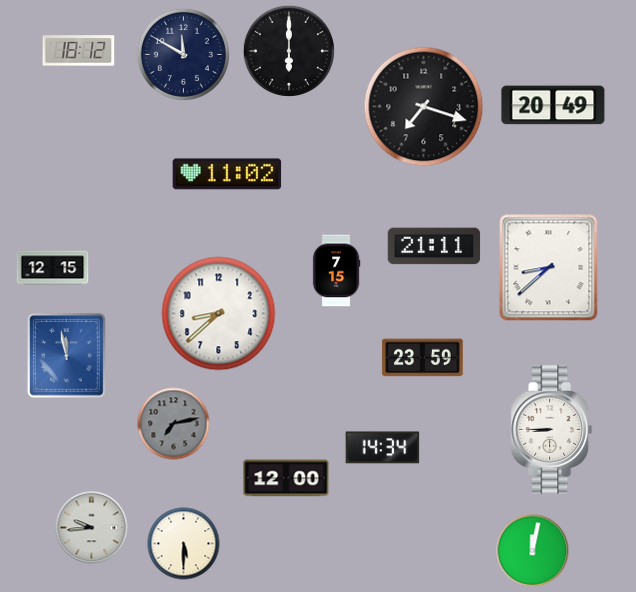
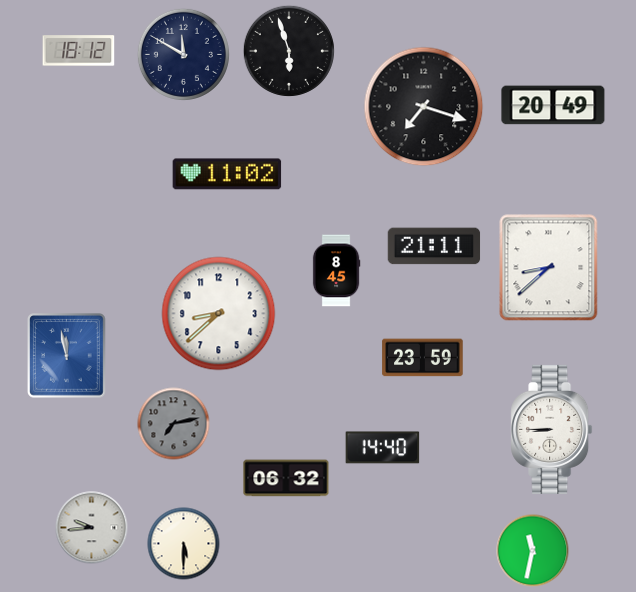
clock at (289, 51): 6:00 -> 5:57
clock at (53, 268): 12:15 -> none
clock at (336, 271): 7:15 -> 8:45
clock at (383, 448): 14:34 -> 14:40
clock at (286, 478): 12:00 -> 06:32
clock at (533, 551): 12:02 -> 11:32
